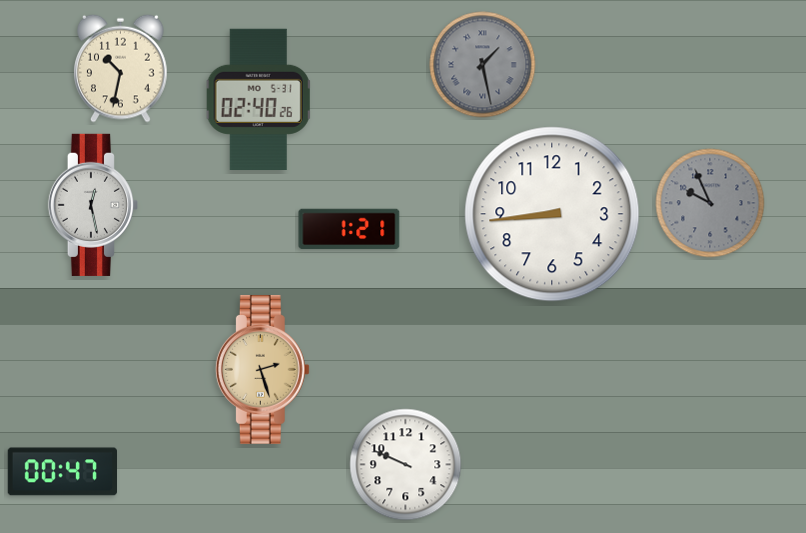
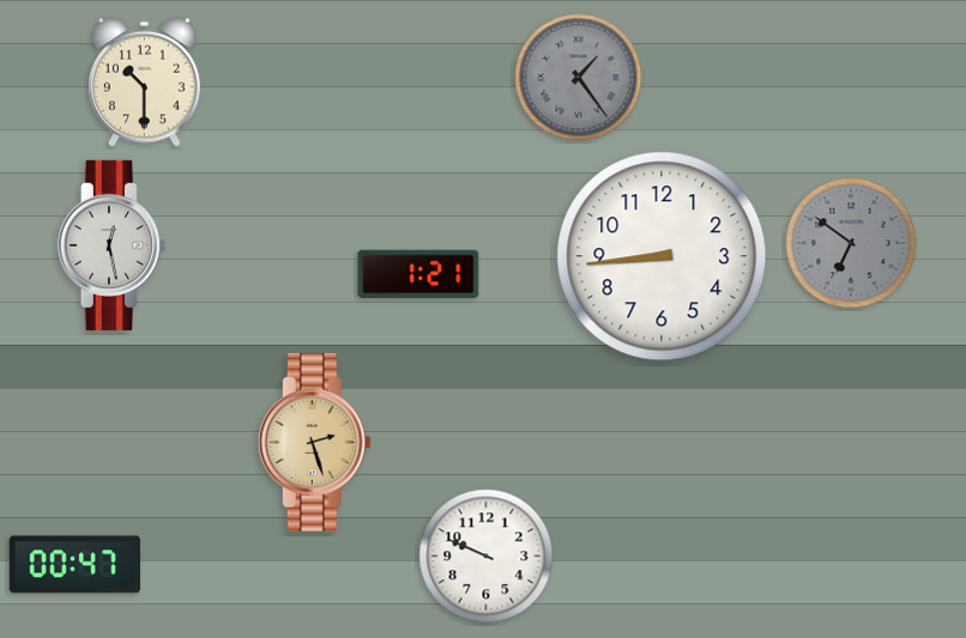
clock at (483, 65): 1:28 -> 1:24
clock at (121, 68): 10:32 -> 10:30
clock at (258, 99): 02:40 -> none
clock at (710, 203): 9:56 -> 6:51
